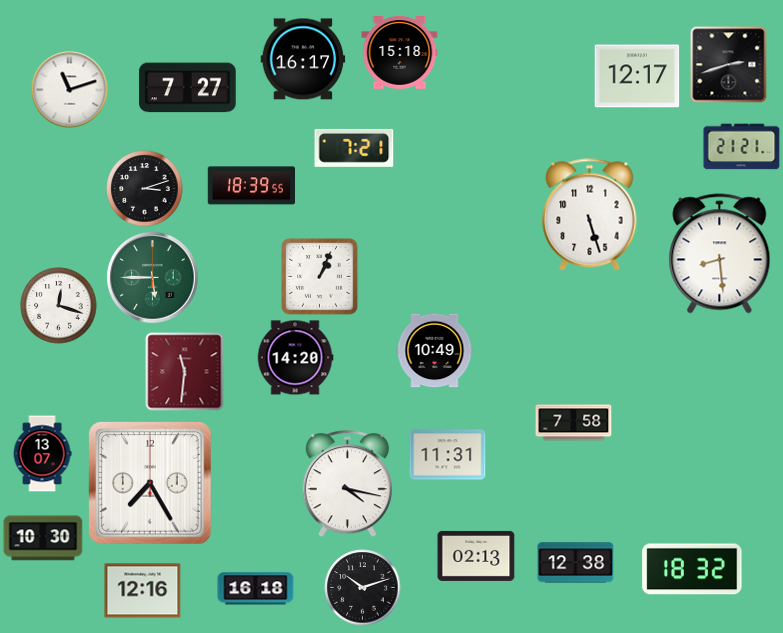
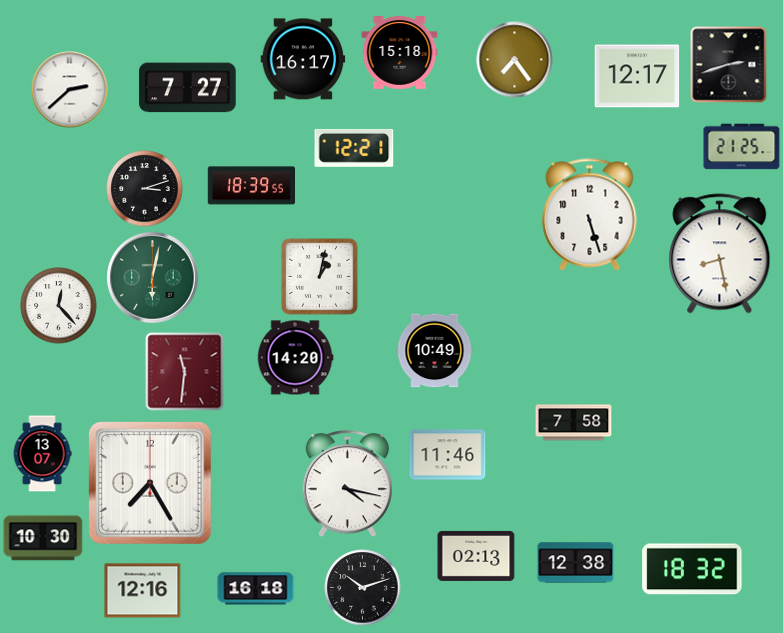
clock at (515, 60): none -> 7:24
clock at (70, 90): 11:12 -> 2:38
clock at (742, 147): 21:21 -> 21:25
clock at (354, 148): 7:21 -> 12:21
clock at (720, 254): 8:29 -> 8:28
clock at (320, 277): 1:04 -> 1:02
clock at (153, 278): 5:45 -> 6:02
clock at (59, 306): 12:18 -> 12:23
clock at (448, 455): 11:31 -> 11:46
